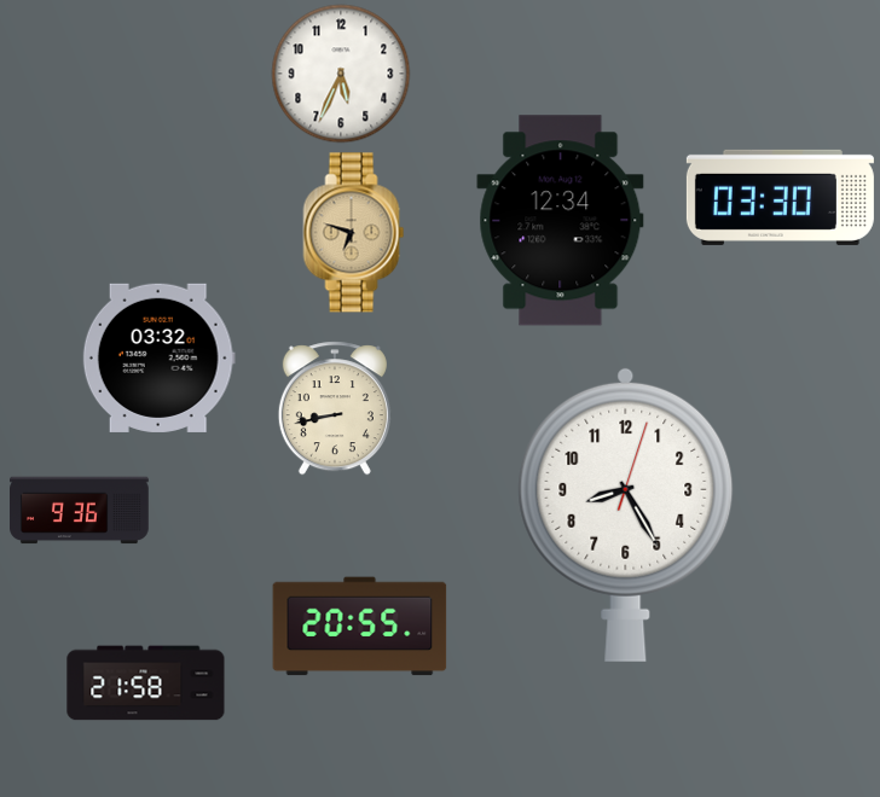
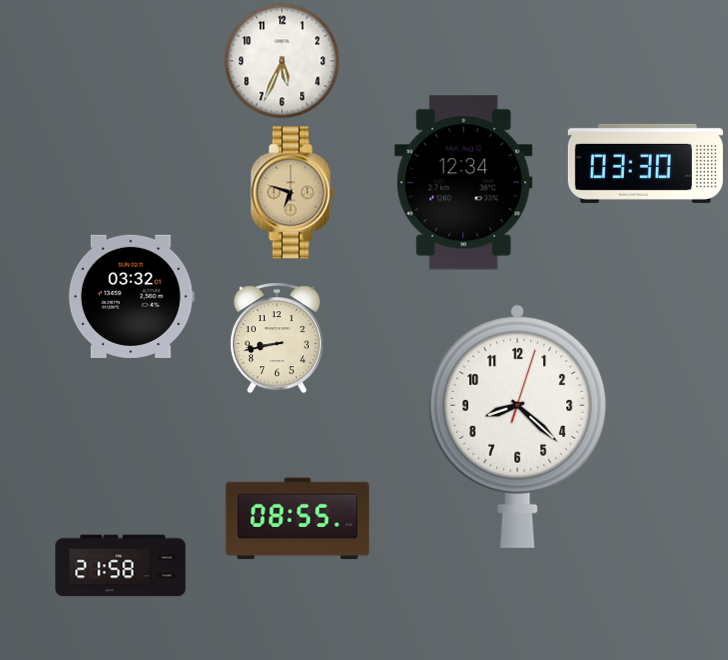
clock at (80, 511): 9:36 -> none
clock at (626, 514): 8:25 -> 8:22
clock at (360, 627): 20:55 -> 08:55
